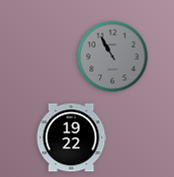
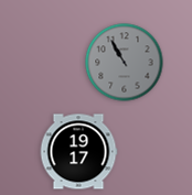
clock at (71, 138): 19:22 -> 19:17
